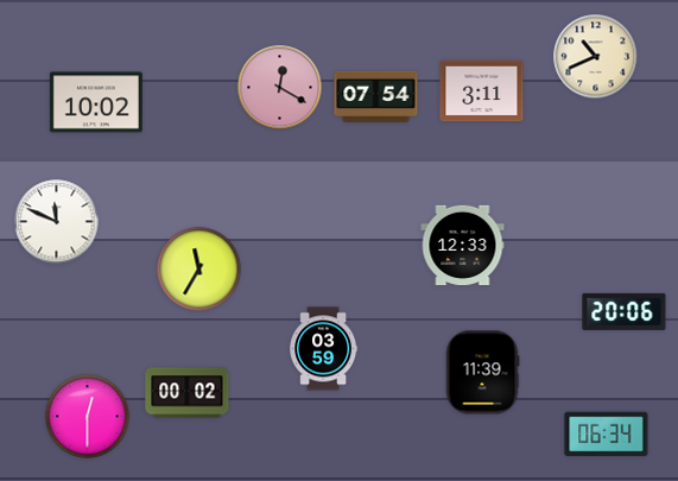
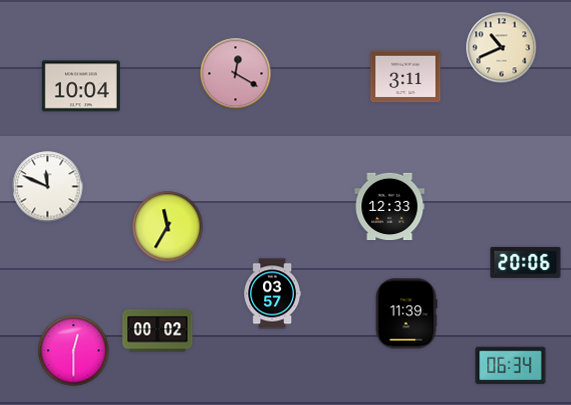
clock at (376, 96): 07:54 -> none
clock at (96, 102): 10:02 -> 10:04
clock at (324, 349): 03:59 -> 03:57
